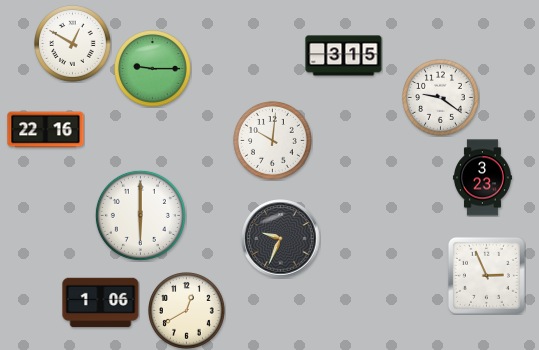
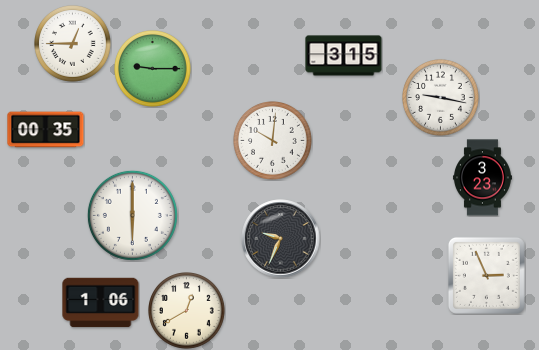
clock at (73, 44): 12:50 -> 12:45
clock at (441, 98): 9:21 -> 9:17
clock at (46, 130): 22:16 -> 00:35
clock at (140, 215) position: (140, 215) -> (132, 215)
